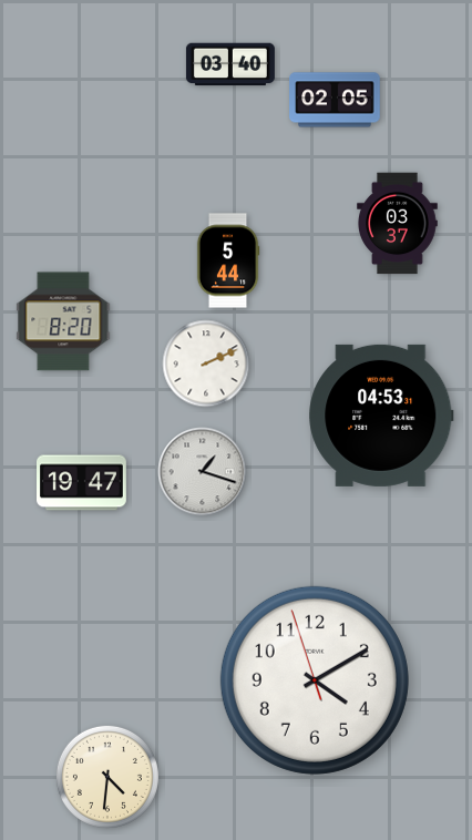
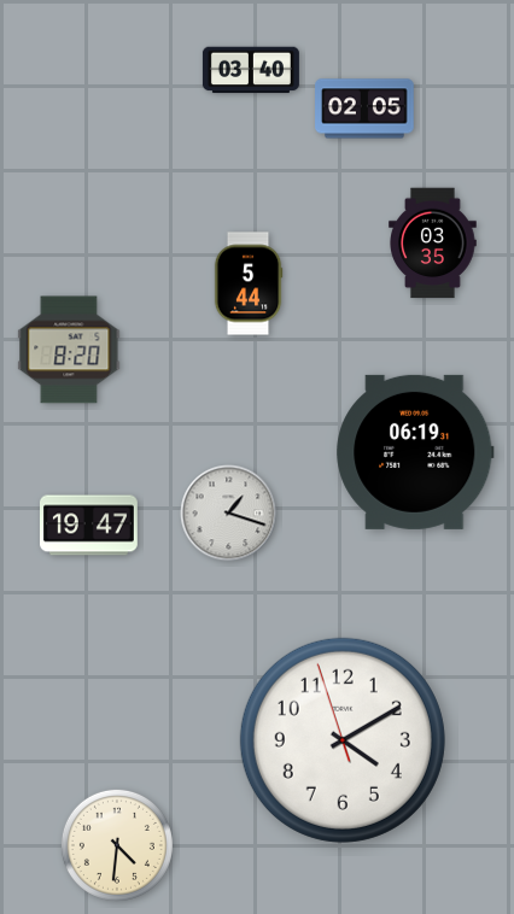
clock at (398, 224): 03:37 -> 03:35
clock at (206, 363): 2:11 -> none
clock at (381, 416): 04:53 -> 06:19
clock at (203, 472) position: (203, 472) -> (229, 514)
